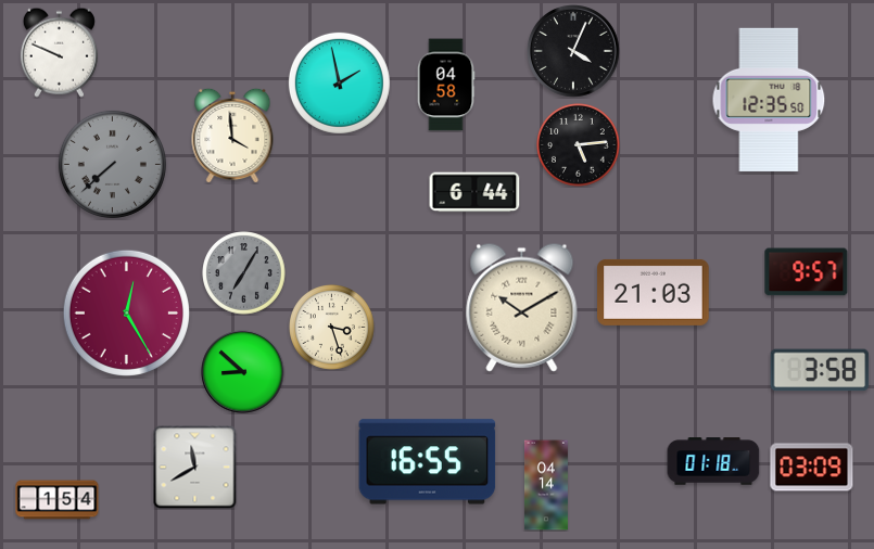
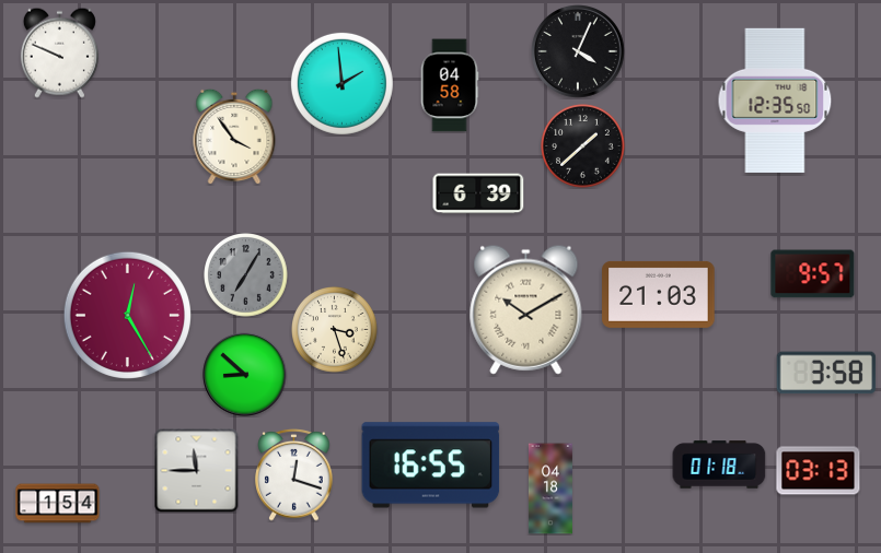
clock at (339, 82): 1:58 -> 1:59
clock at (232, 136): 3:59 -> 3:54
clock at (579, 145): 5:14 -> 1:38
clock at (112, 164): 7:38 -> none
clock at (474, 192): 6:44 -> 6:39
clock at (195, 468): 11:40 -> 11:45
clock at (812, 468): 03:09 -> 03:13
clock at (294, 475): none -> 12:18
clock at (546, 485): 04:14 -> 04:18
